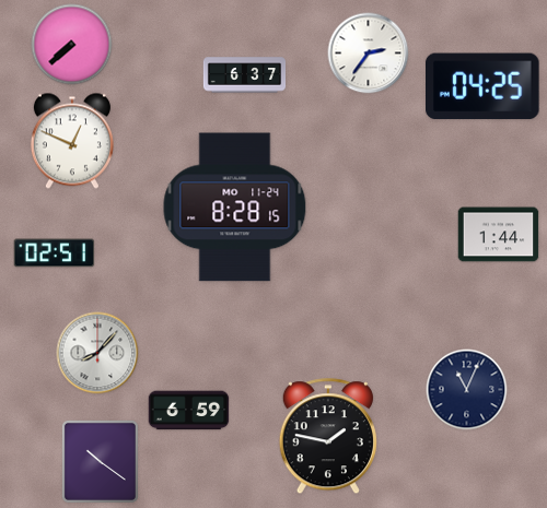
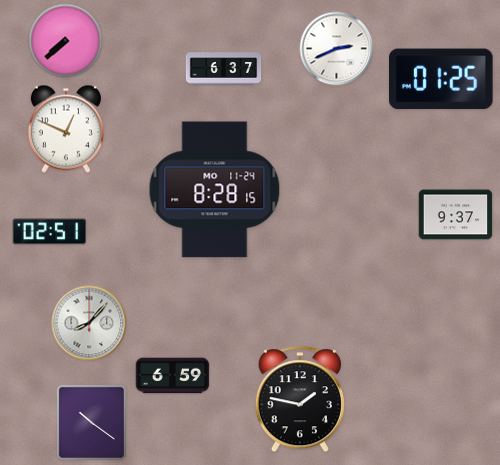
clock at (369, 54): 2:36 -> 2:41
clock at (484, 86): 04:25 -> 01:25
clock at (499, 235): 1:44 -> 9:37
clock at (467, 390): 11:04 -> none
